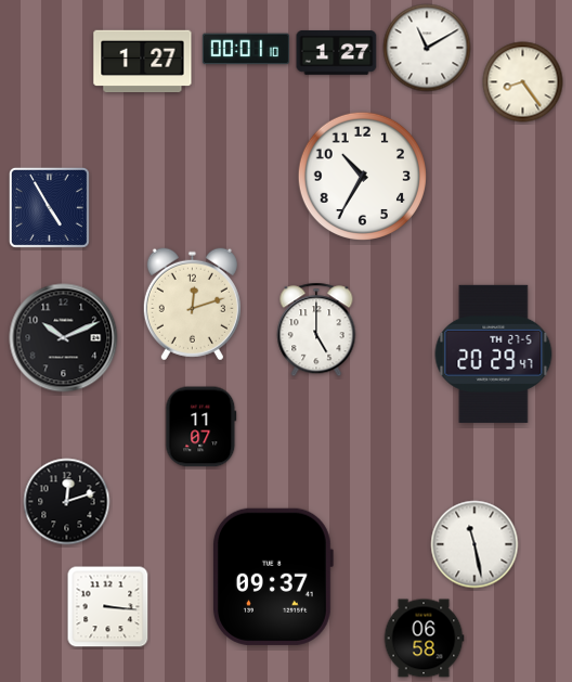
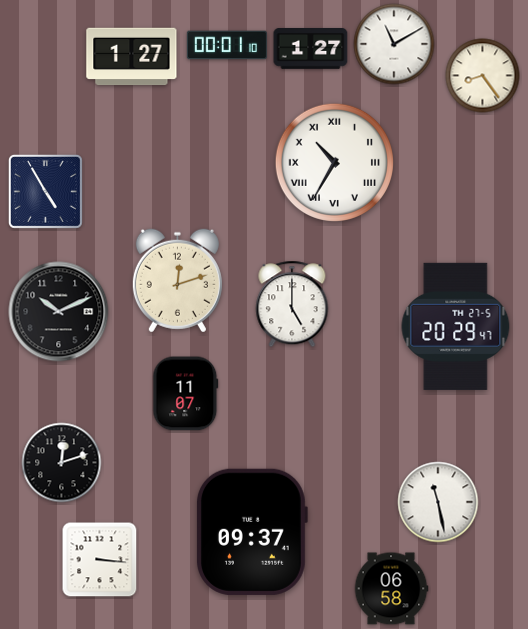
clock at (362, 176) numerals: Arabic -> Roman
